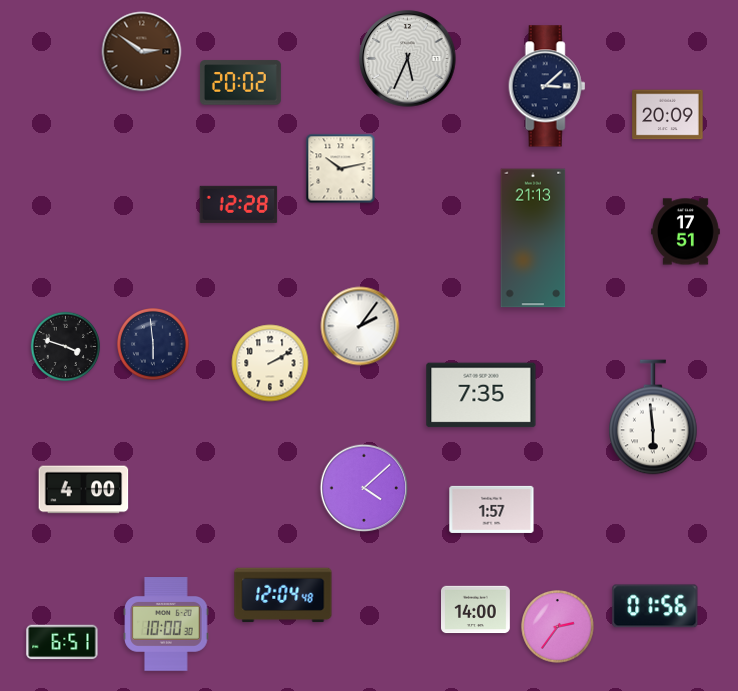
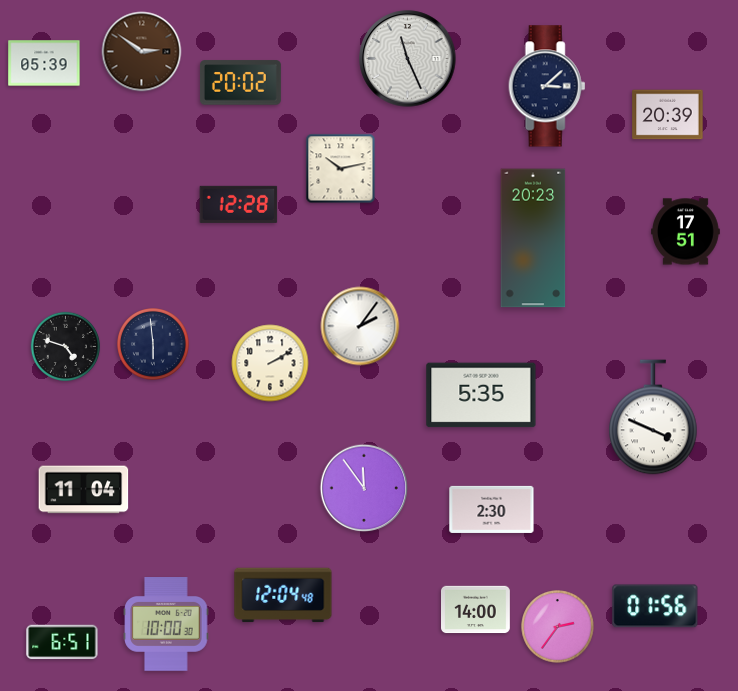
clock at (408, 59): 5:34 -> 11:26
clock at (44, 63): none -> 05:39
clock at (668, 115): 20:09 -> 20:39
clock at (533, 238): 21:13 -> 20:23
clock at (65, 346): 3:48 -> 4:48
clock at (481, 395): 7:35 -> 5:35
clock at (653, 417): 5:59 -> 3:49
clock at (364, 488): 4:08 -> 11:54
clock at (84, 490): 4:00 -> 11:04
clock at (492, 509): 1:57 -> 2:30
